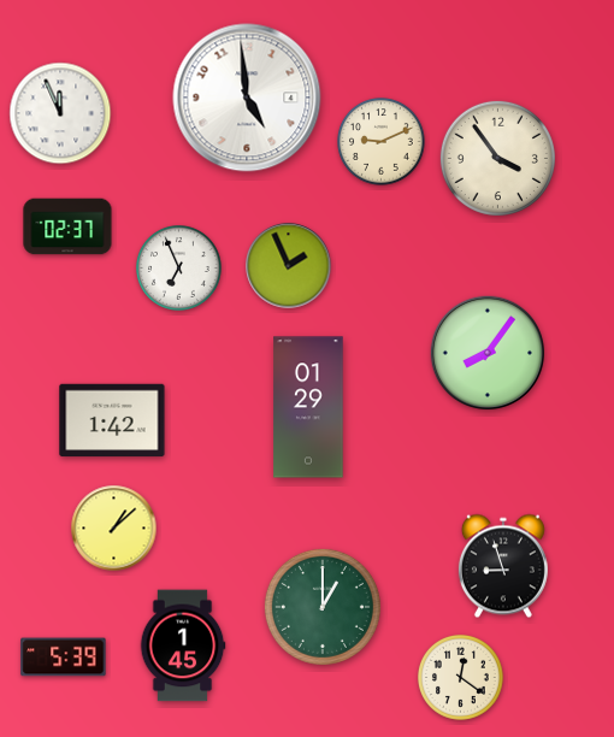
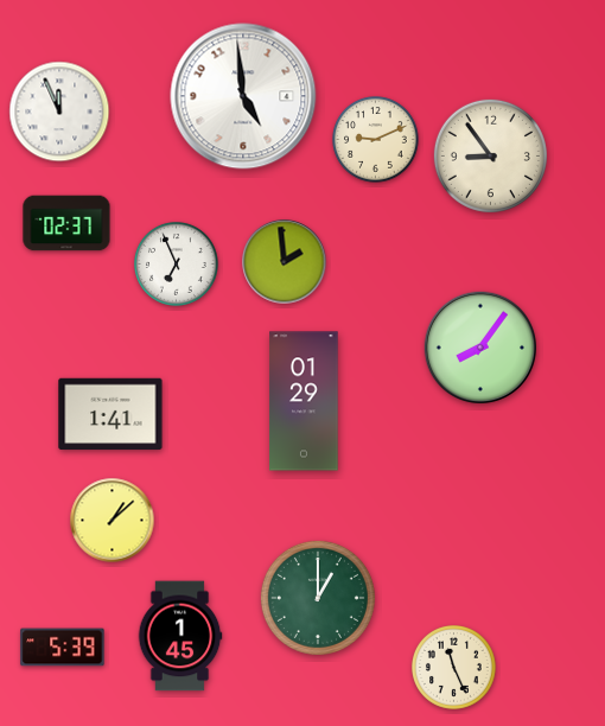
clock at (497, 158): 3:54 -> 8:54
clock at (289, 266): 1:56 -> 1:59
clock at (112, 420): 1:42 -> 1:41
clock at (503, 566): 8:57 -> none
clock at (461, 678): 12:21 -> 11:26
